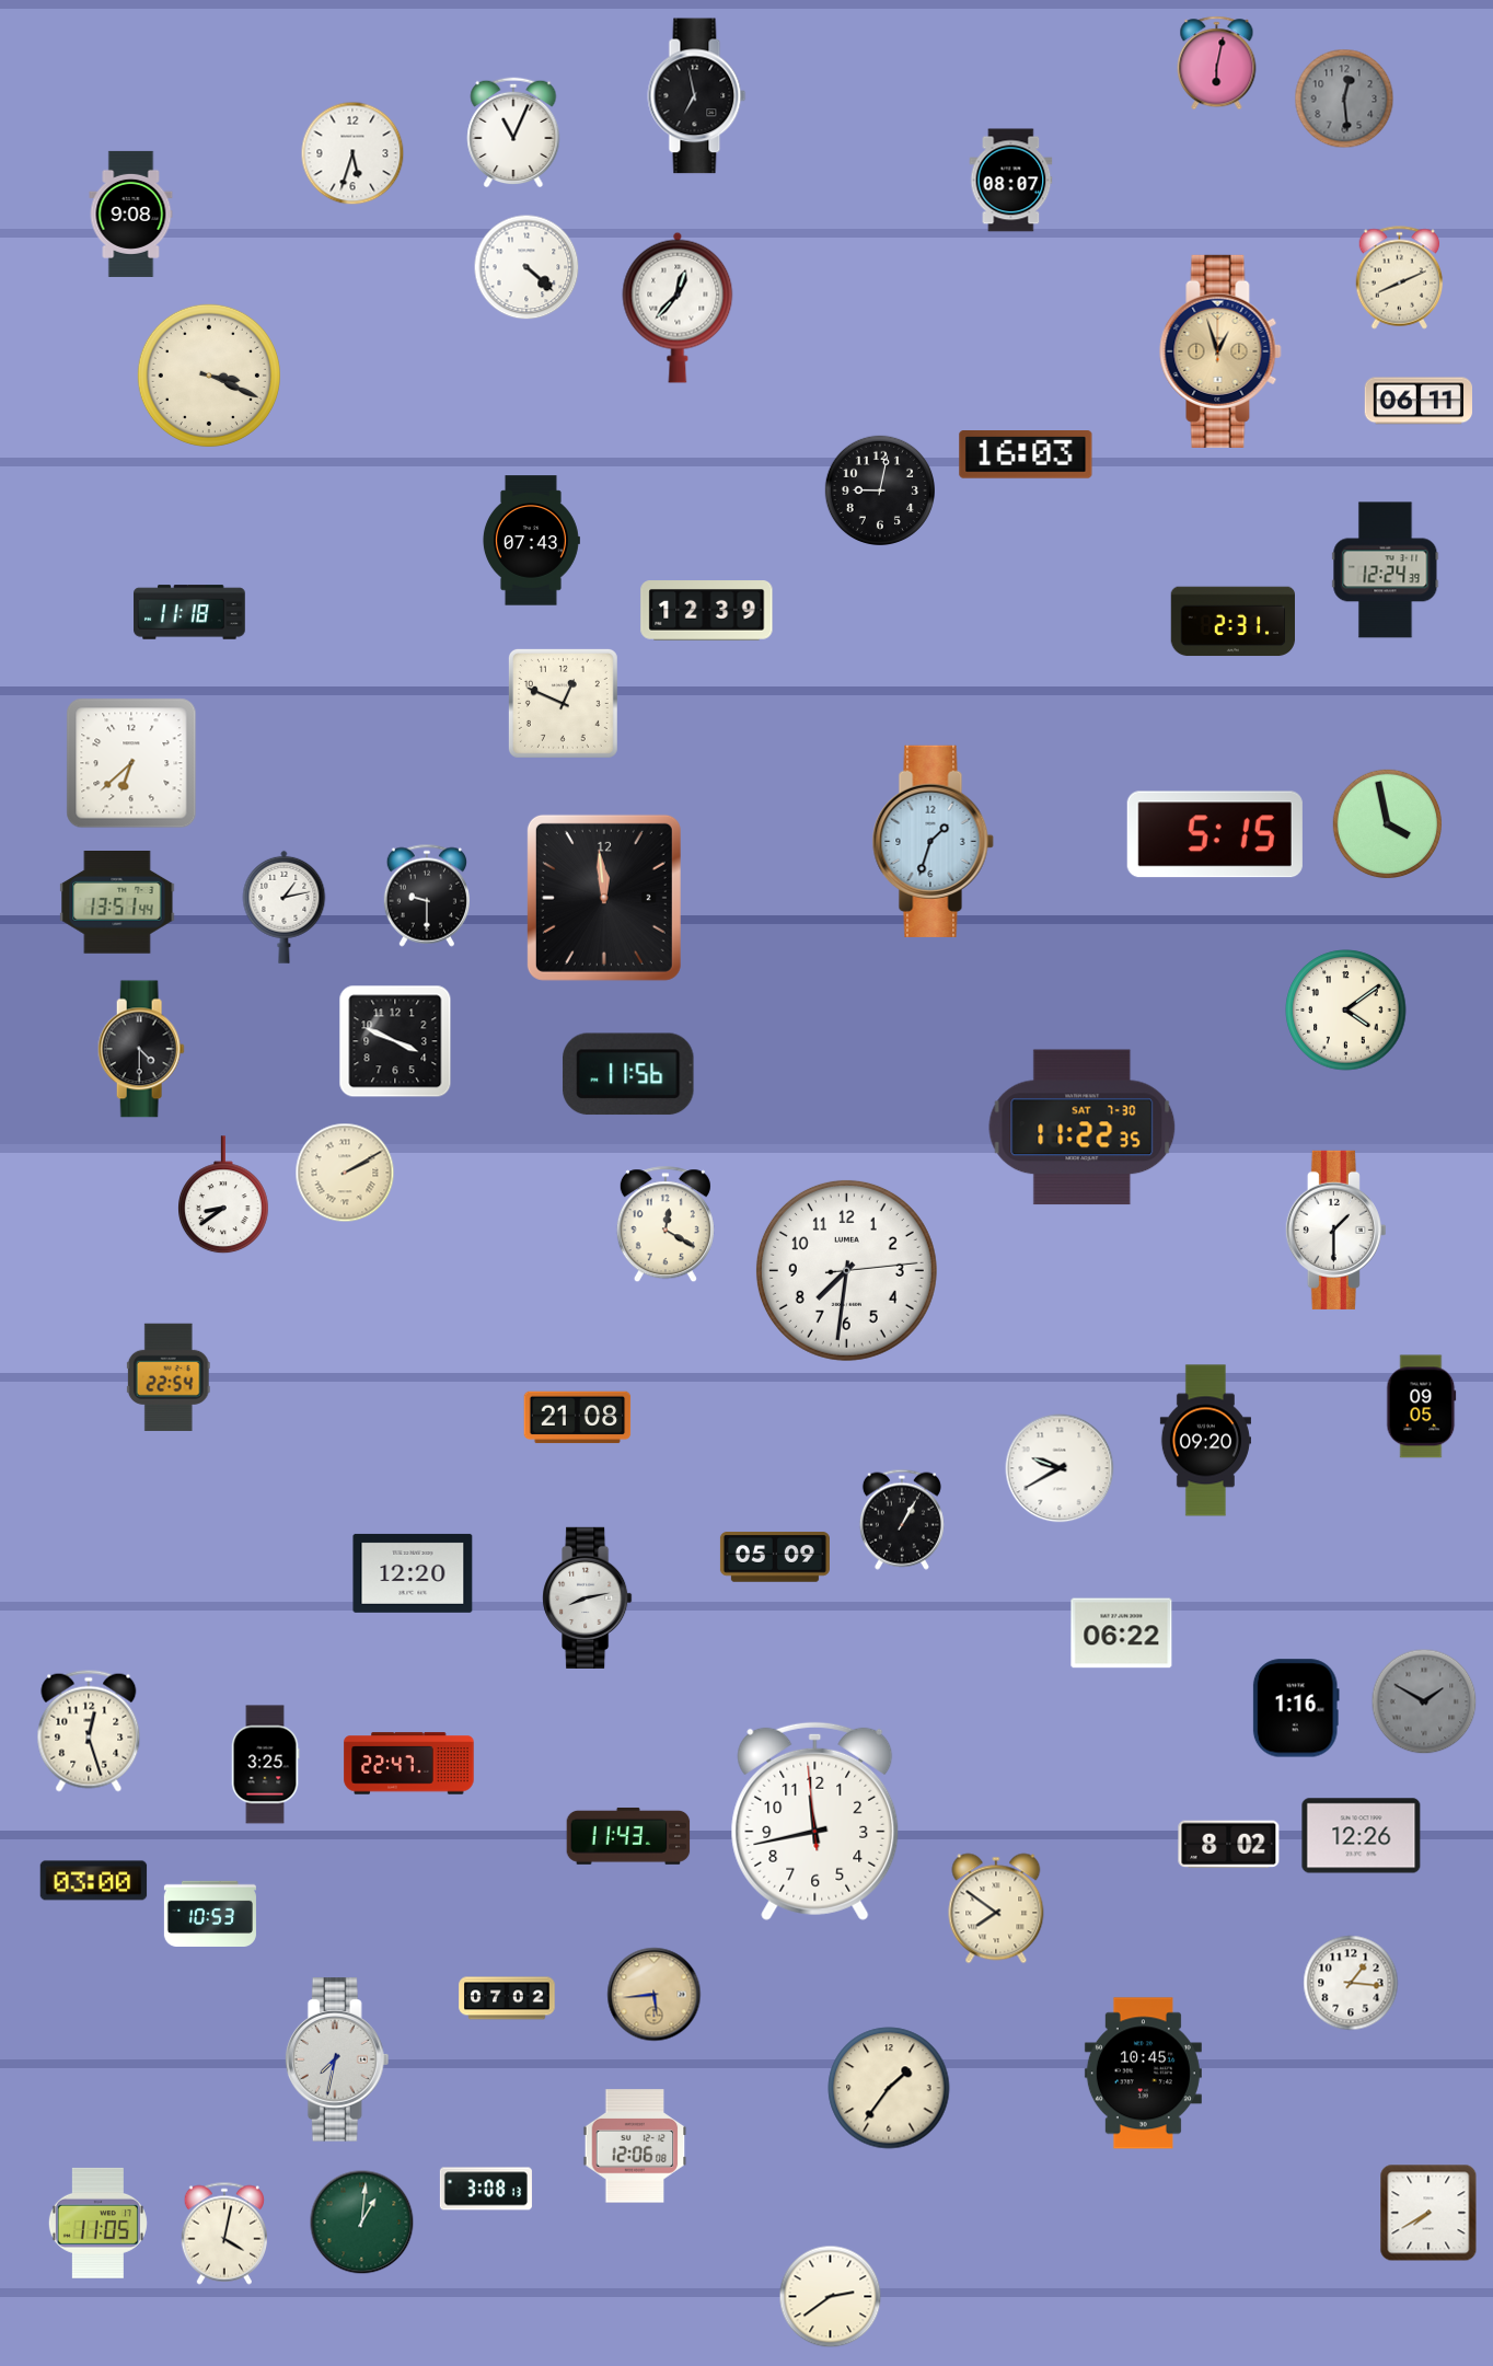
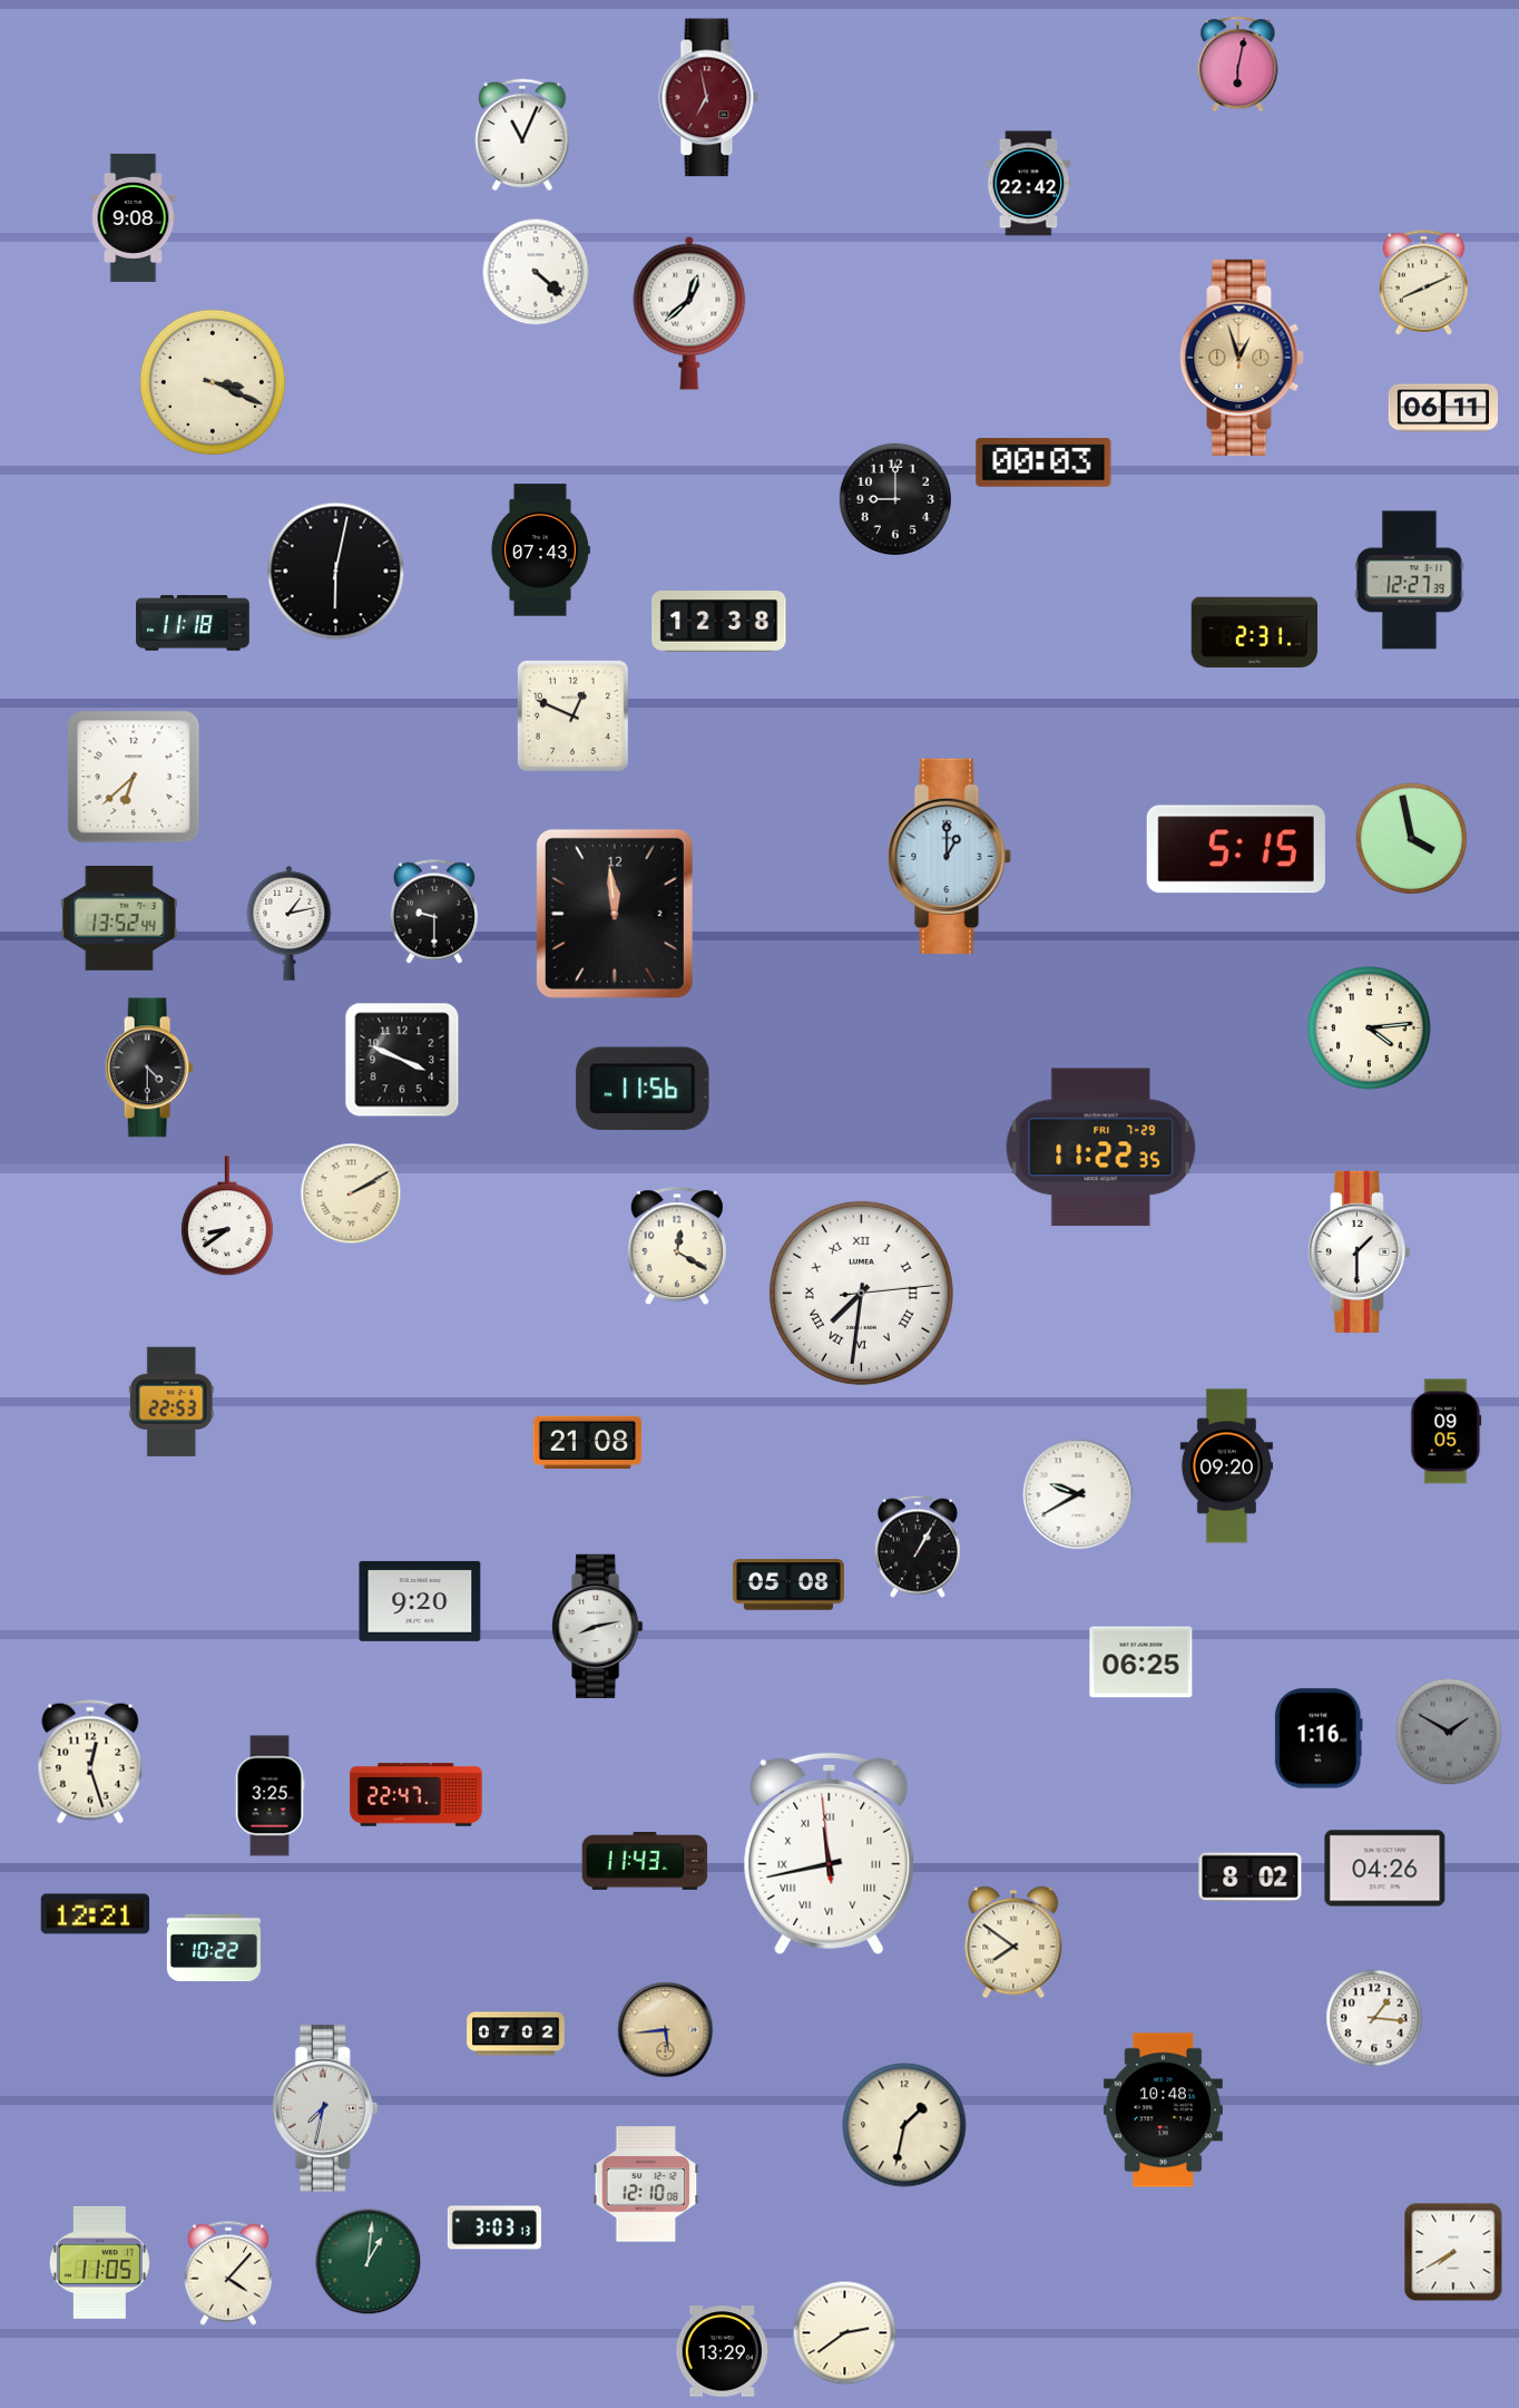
clock at (697, 96) dial: black -> burgundy
clock at (1344, 99): 12:29 -> none
clock at (352, 153): 5:33 -> none
clock at (1011, 181): 08:07 -> 22:42
clock at (678, 308): 12:37 -> 12:38
clock at (1026, 455): 16:03 -> 00:03
clock at (879, 489): 9:02 -> 9:00
clock at (336, 572): none -> 6:02
clock at (1386, 570): 12:24 -> 12:27
clock at (707, 611): 12:39 -> 12:38
clock at (933, 841): 1:33 -> 1:00
clock at (117, 903): 13:51 -> 13:52
clock at (1346, 1011): 4:09 -> 4:14
clock at (141, 1049) position: (141, 1049) -> (149, 1067)
clock at (628, 1074) position: (628, 1074) -> (643, 1089)
clock at (1083, 1128) date: SAT 7-30 -> FRI 7-29
clock at (846, 1270) numerals: Arabic -> Roman
clock at (169, 1376): 22:54 -> 22:53
clock at (775, 1557): 05:09 -> 05:08
clock at (413, 1573): 12:20 -> 9:20
clock at (1122, 1634): 06:22 -> 06:25
clock at (815, 1821) numerals: Arabic -> Roman
clock at (628, 1836) position: (628, 1836) -> (645, 1861)
clock at (1362, 1836): 12:26 -> 04:26
clock at (94, 1881): 03:00 -> 12:21
clock at (210, 1913): 10:53 -> 10:22
clock at (337, 2059) position: (337, 2059) -> (325, 2108)
clock at (1143, 2074): 10:45 -> 10:48
clock at (889, 2088): 1:36 -> 1:32
clock at (635, 2146): 12:06 -> 12:10
clock at (486, 2189): 3:08 -> 3:03
clock at (223, 2234): 4:02 -> 4:07
clock at (831, 2297) position: (831, 2297) -> (845, 2333)
clock at (723, 2351): none -> 13:29
